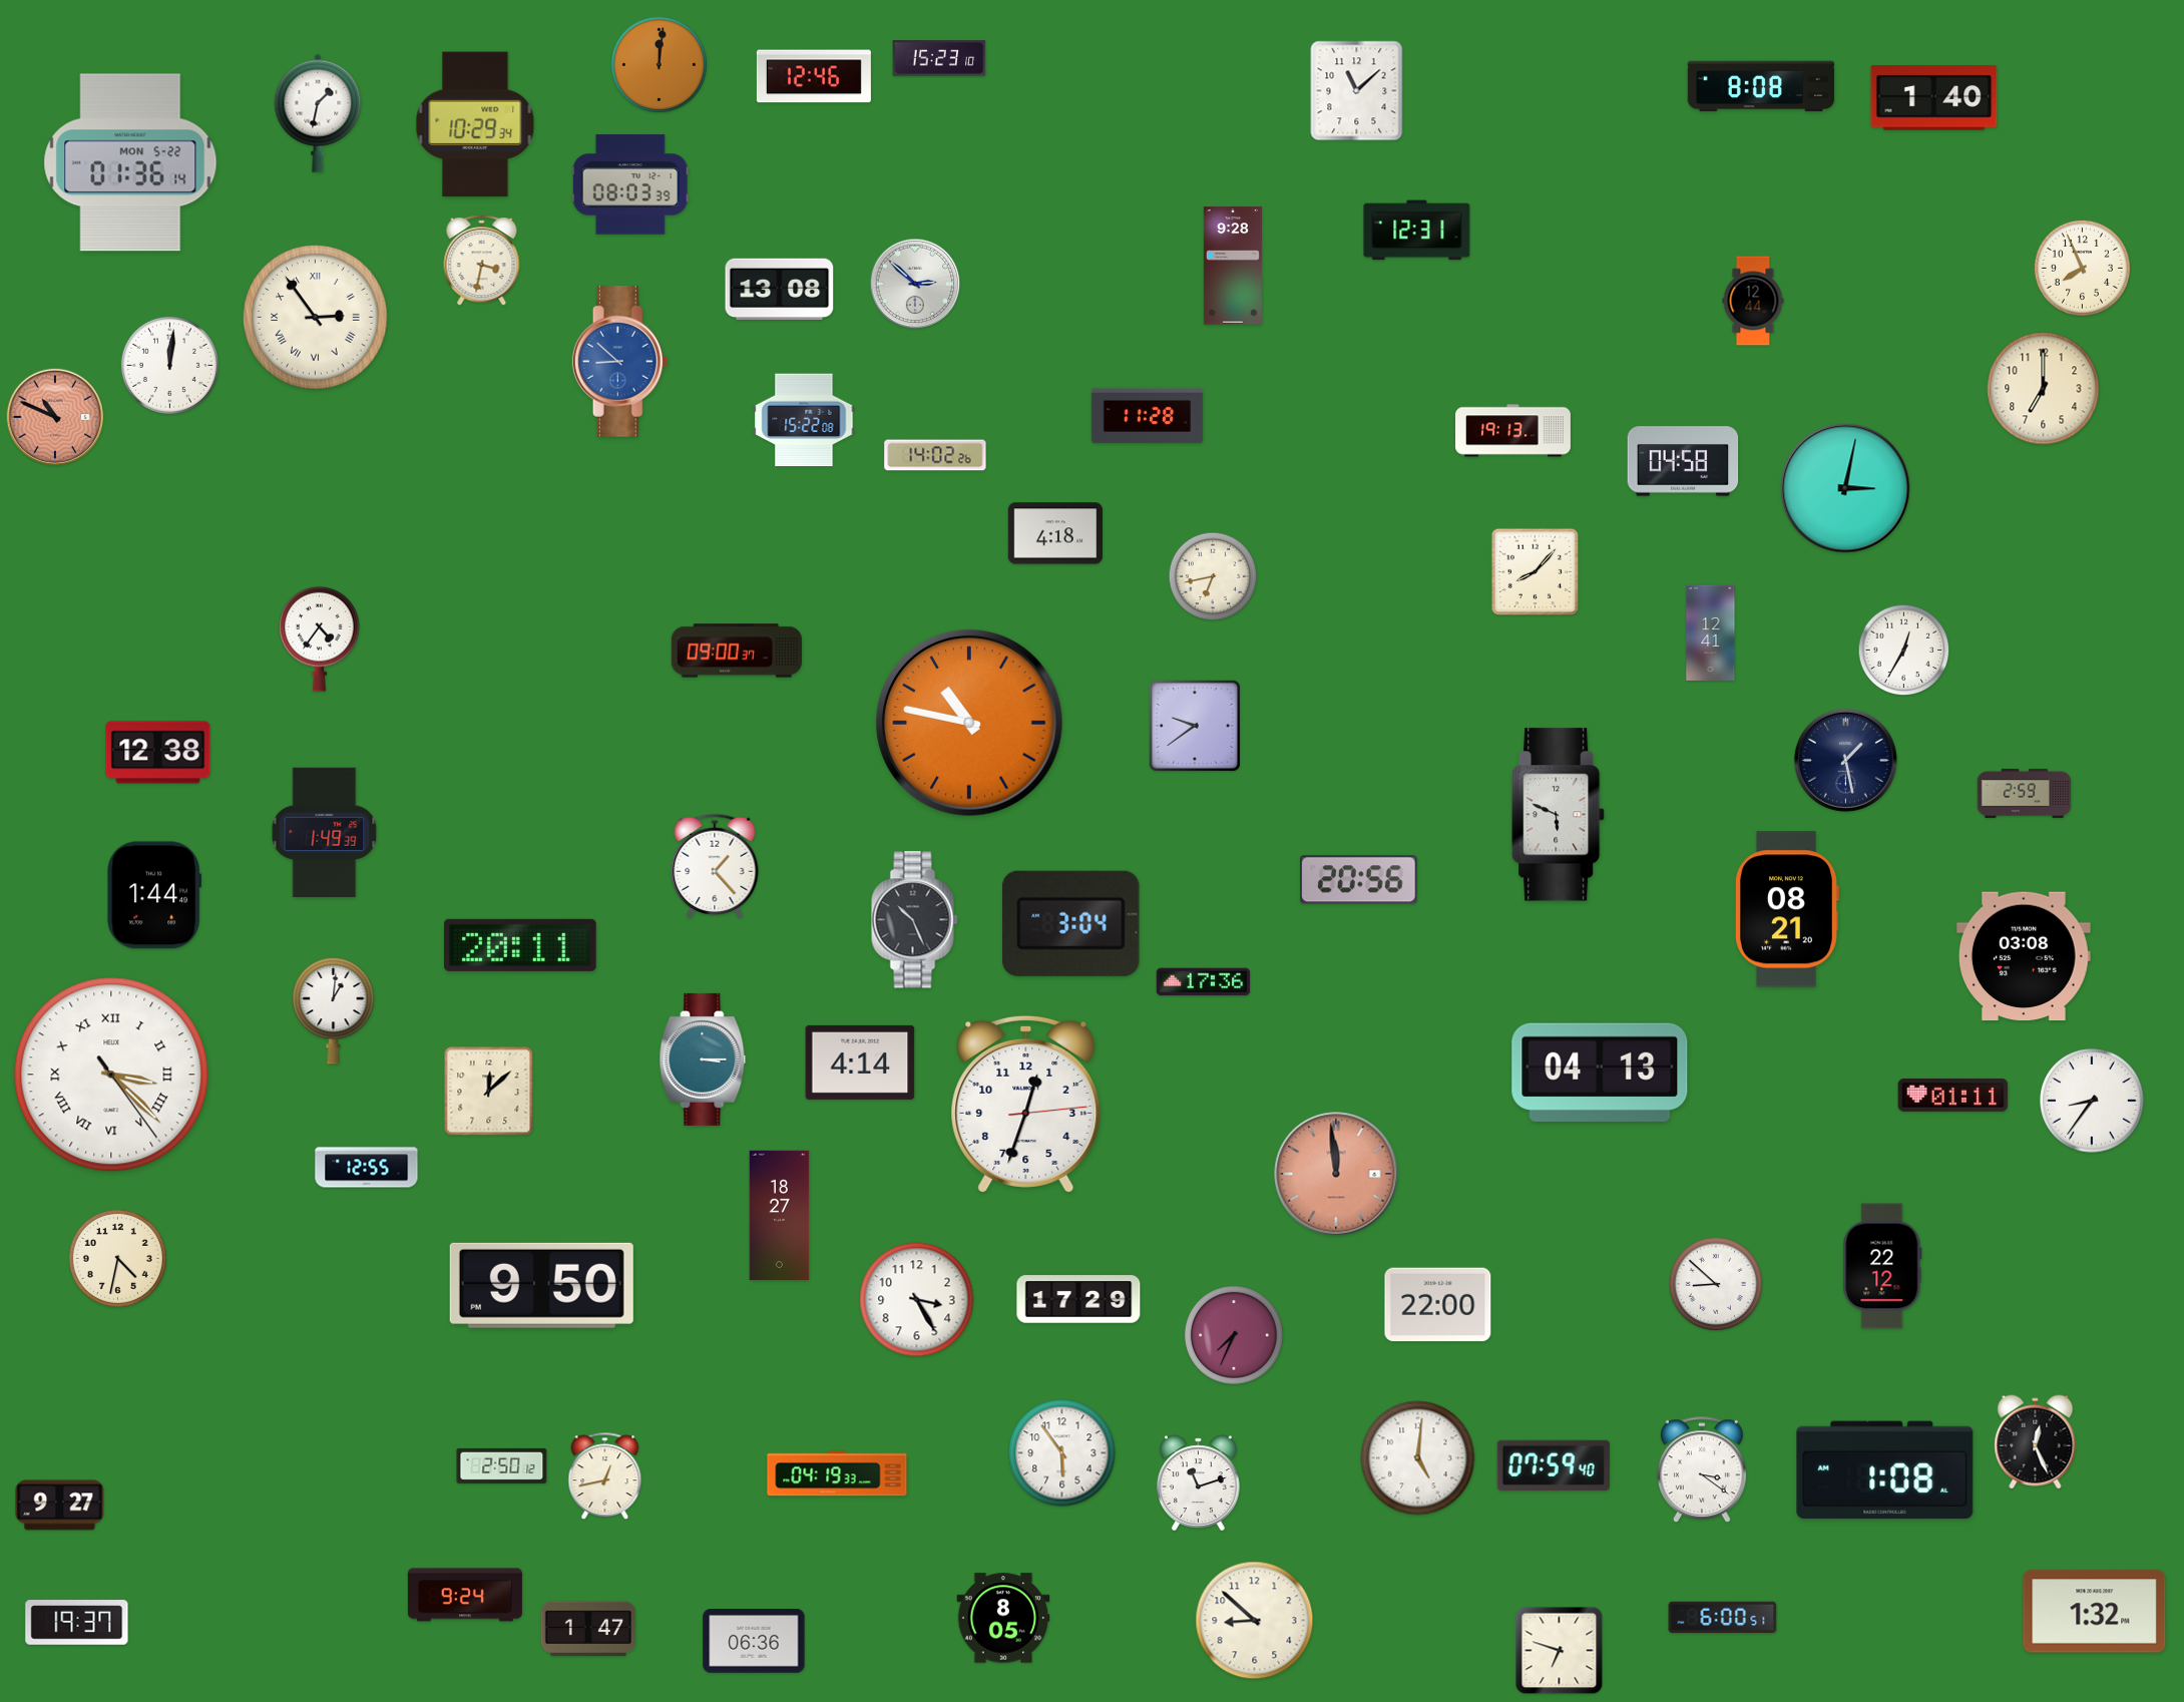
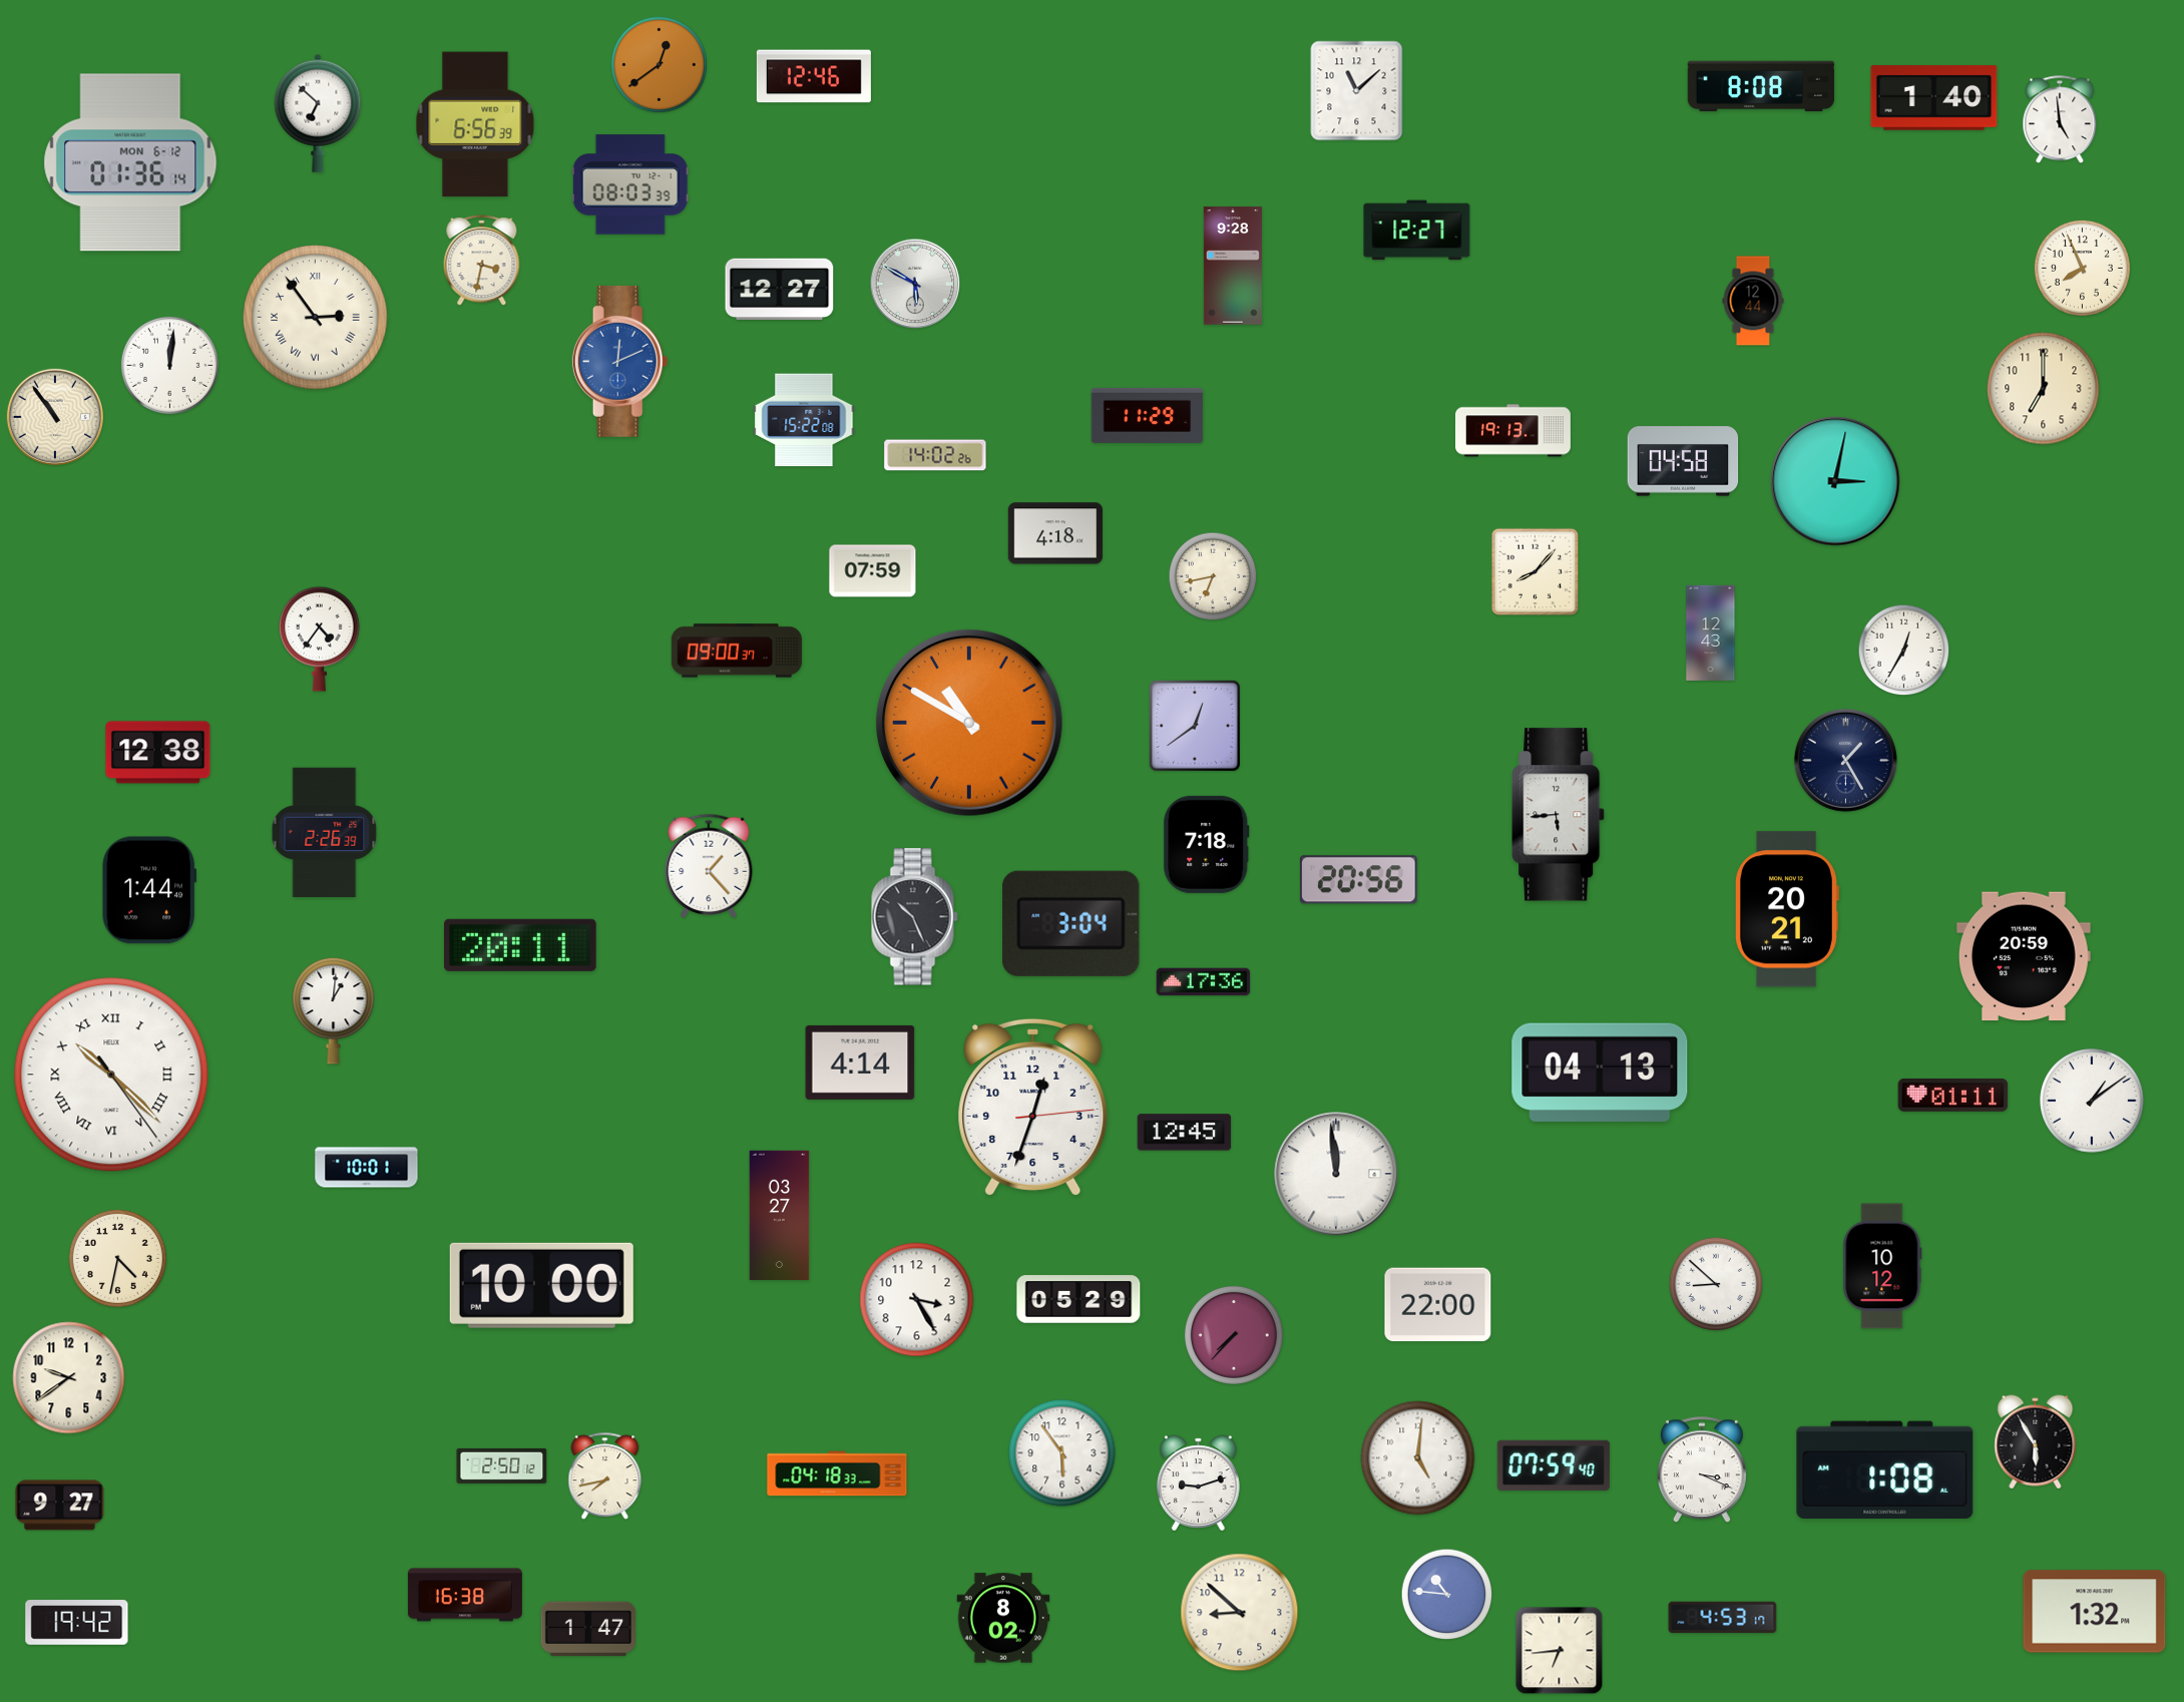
clock at (939, 58): 15:23 -> none
clock at (659, 64): 12:01 -> 12:39
clock at (318, 113): 1:32 -> 6:52
clock at (2060, 120): none -> 4:59
clock at (475, 124): 10:29 -> 6:56
clock at (130, 162) date: MON 5-22 -> MON 6-12
clock at (1417, 231): 12:31 -> 12:27
clock at (915, 284): 2:52 -> 5:50
clock at (780, 289): 13:08 -> 12:27
clock at (620, 361): 8:52 -> 12:11
clock at (1148, 415): 11:28 -> 11:29
clock at (55, 417): 10:49 -> 10:54
clock at (55, 417) dial: salmon -> cream
clock at (1845, 488) position: (1845, 488) -> (1835, 481)
clock at (873, 571): none -> 07:59
clock at (1711, 632): 12:41 -> 12:43
clock at (969, 723): 10:47 -> 10:50
clock at (1195, 726): 9:39 -> 12:39
clock at (1845, 760): 1:28 -> 1:25
clock at (2025, 793): 2:59 -> none
clock at (1559, 815): 5:49 -> 5:44
clock at (325, 832): 1:49 -> 2:26
clock at (1207, 844): none -> 7:18
clock at (715, 865) position: (715, 865) -> (709, 865)
clock at (153, 895) position: (153, 895) -> (148, 890)
clock at (1787, 909): 08:21 -> 20:21
clock at (915, 920) position: (915, 920) -> (915, 917)
clock at (2024, 956): 03:08 -> 20:59
clock at (703, 1059): 3:15 -> none
clock at (111, 1075): 3:22 -> 10:22
clock at (489, 1092): 12:08 -> none
clock at (2092, 1101): 8:36 -> 1:09
clock at (1026, 1104) position: (1026, 1104) -> (1033, 1107)
clock at (1185, 1133): none -> 12:45
clock at (367, 1168): 12:55 -> 10:01
clock at (1336, 1174) dial: salmon -> white
clock at (780, 1216): 18:27 -> 03:27
clock at (1882, 1266): 22:12 -> 10:12
clock at (541, 1285): 9:50 -> 10:00
clock at (1078, 1299): 17:29 -> 05:29
clock at (1234, 1335): 7:34 -> 7:37
clock at (69, 1378): none -> 9:39
clock at (2036, 1442): 12:26 -> 5:55
clock at (1702, 1470): 3:21 -> 3:19
clock at (837, 1473): 04:19 -> 04:18
clock at (605, 1476): 12:43 -> 7:43
clock at (1199, 1483): 11:12 -> 9:12
clock at (465, 1595): 9:24 -> 16:38
clock at (1447, 1595): none -> 10:46
clock at (1003, 1618): 8:05 -> 8:02
clock at (1723, 1618): 6:00 -> 4:53
clock at (1255, 1621) position: (1255, 1621) -> (1240, 1613)
clock at (77, 1623): 19:37 -> 19:42
clock at (754, 1642): 06:36 -> none
clock at (1560, 1651): 6:48 -> 6:44
